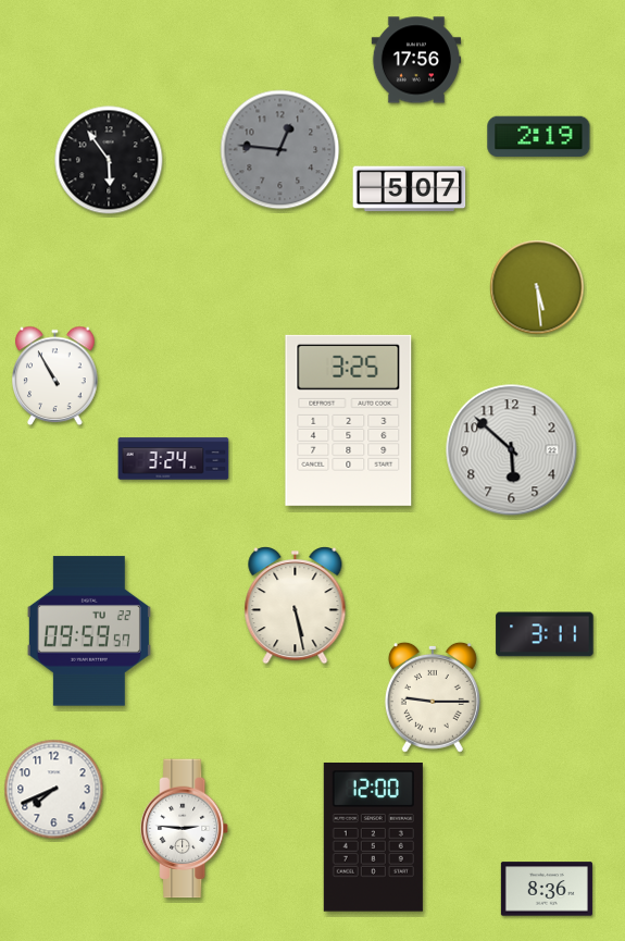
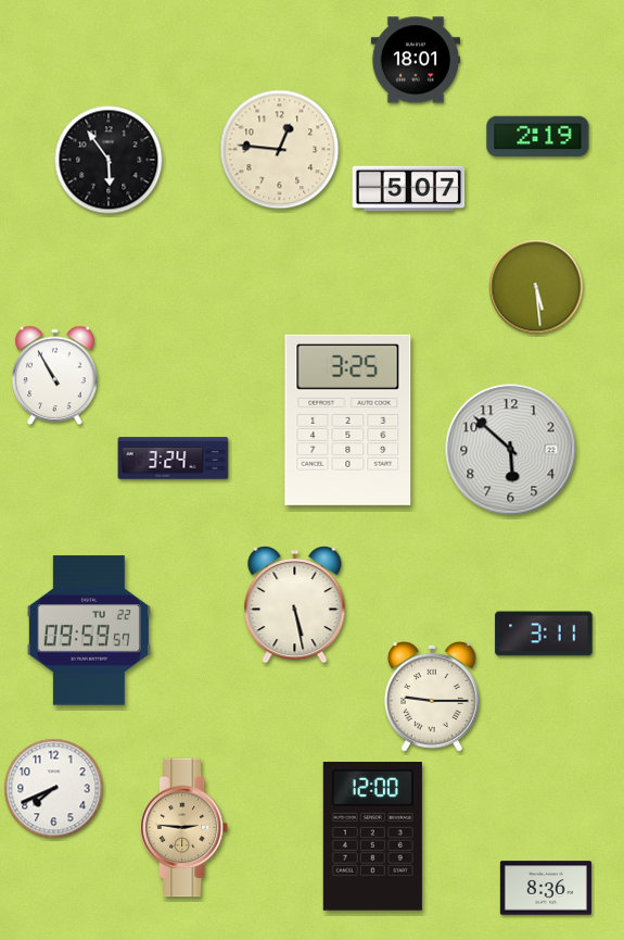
clock at (415, 60): 17:56 -> 18:01
clock at (280, 150) dial: grey -> cream
clock at (186, 829) dial: white -> champagne
